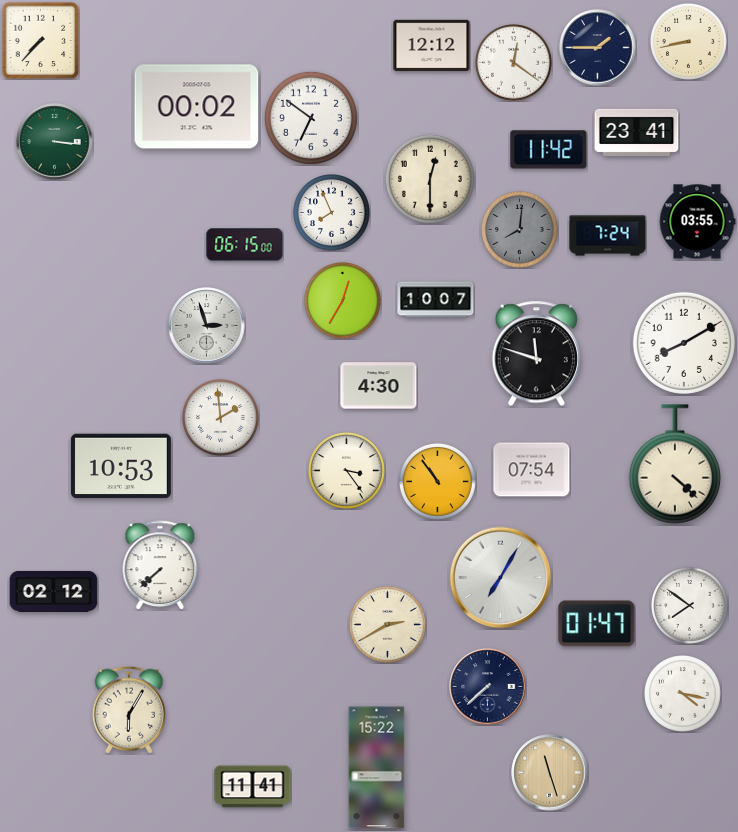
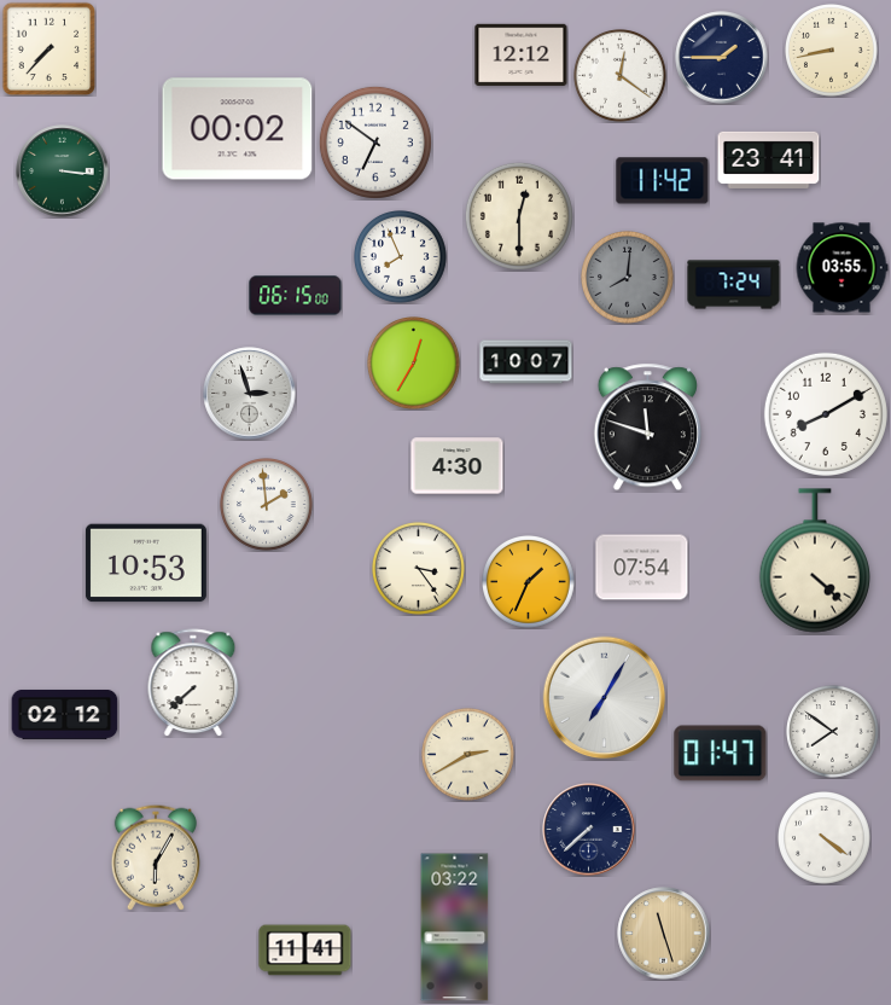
clock at (55, 142) position: (55, 142) -> (63, 172)
clock at (438, 482): 10:54 -> 1:34
clock at (683, 694): 4:17 -> 4:21
clock at (377, 768): 15:22 -> 03:22
